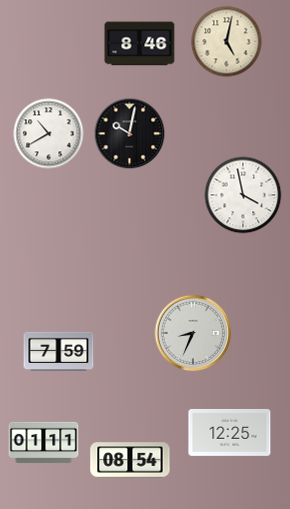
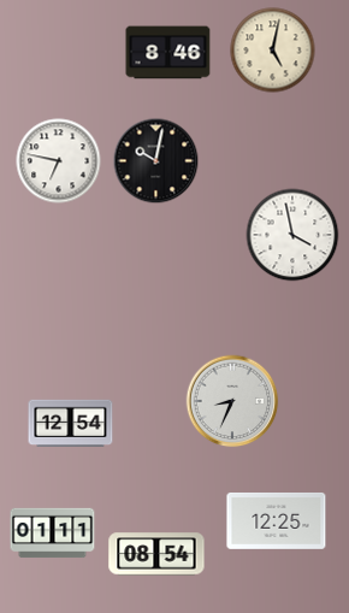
clock at (49, 134): 10:40 -> 6:47
clock at (59, 351): 7:59 -> 12:54
